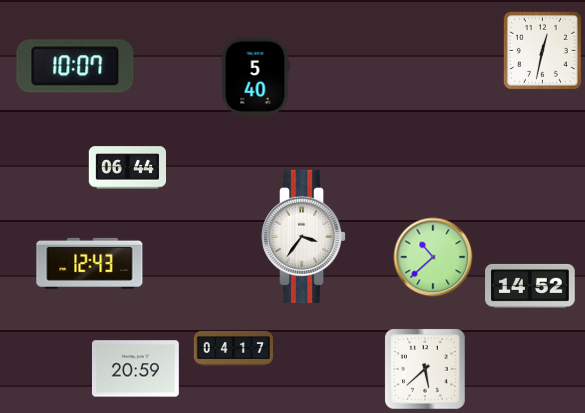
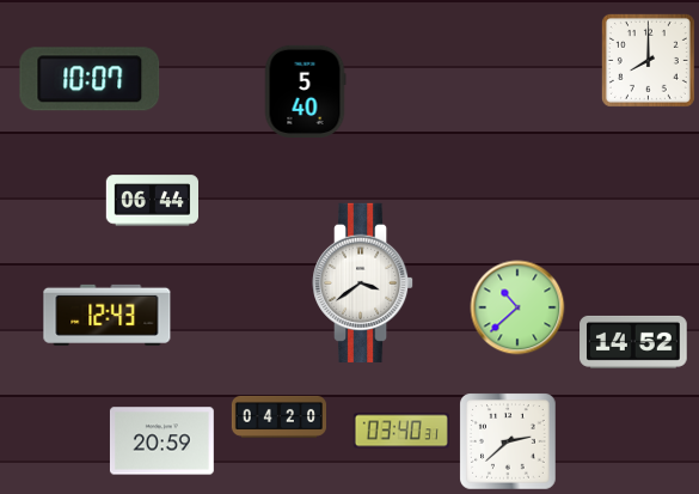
clock at (542, 50): 12:32 -> 8:00
clock at (305, 236): 3:36 -> 3:39
clock at (233, 348): 04:17 -> 04:20
clock at (401, 431): none -> 03:40
clock at (425, 369): 5:38 -> 2:38
